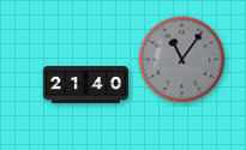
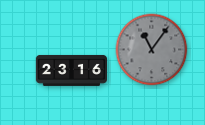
clock at (85, 84): 21:40 -> 23:16
